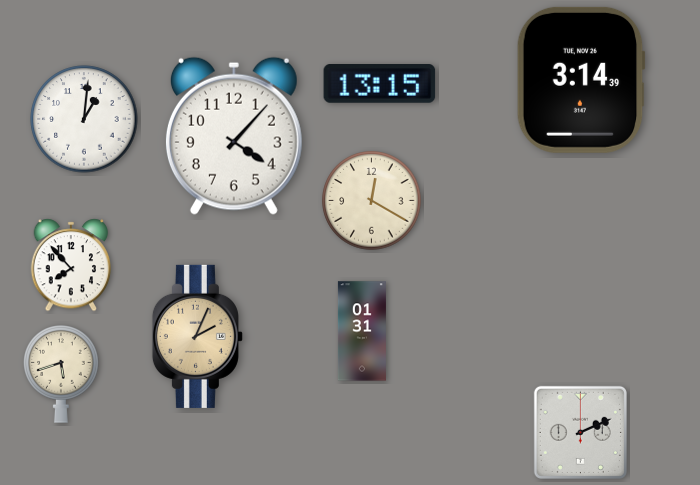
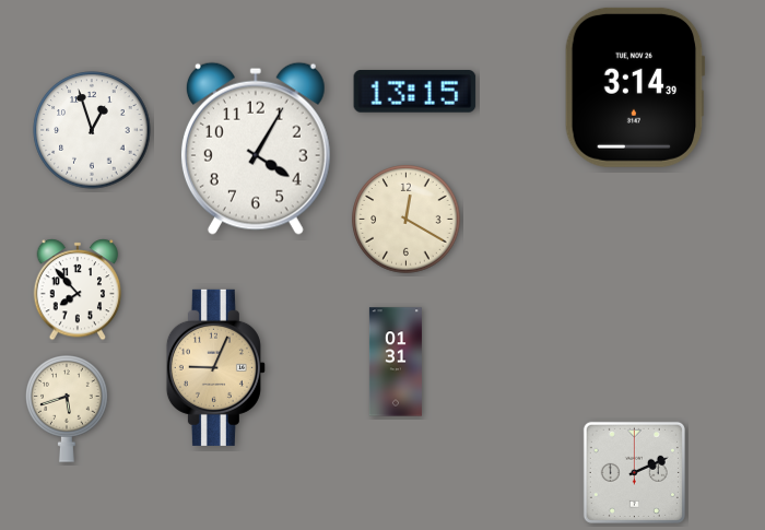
clock at (84, 119): 1:01 -> 12:57
clock at (234, 136): 4:07 -> 4:05
clock at (197, 336): 2:04 -> 9:04
